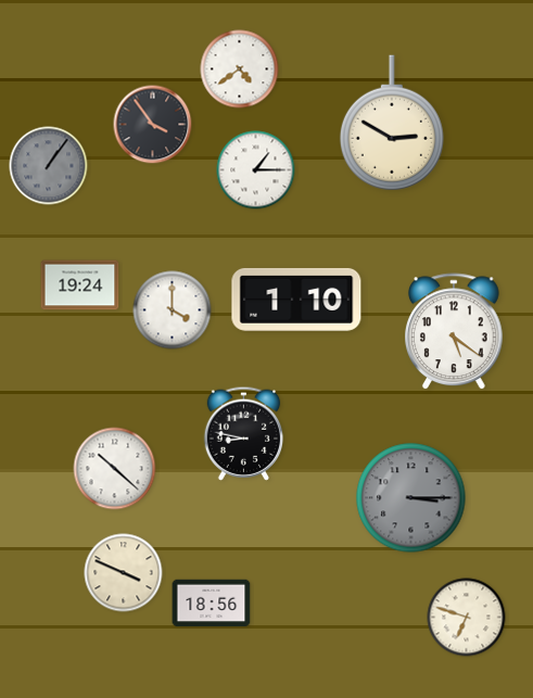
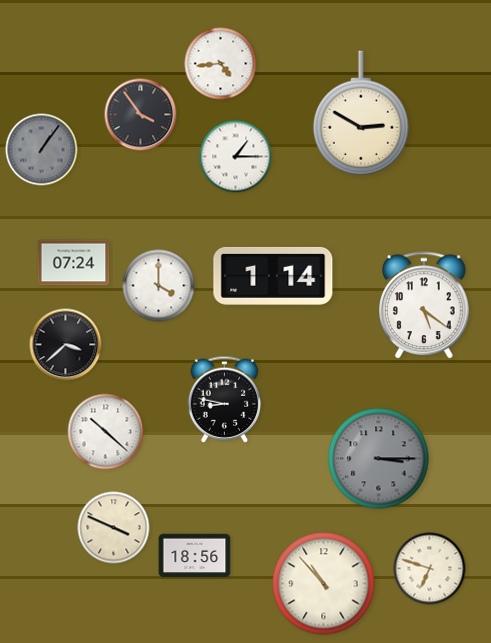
clock at (240, 69): 4:39 -> 4:44
clock at (49, 166) position: (49, 166) -> (42, 150)
clock at (80, 285): 19:24 -> 07:24
clock at (296, 300): 1:10 -> 1:14
clock at (455, 332) position: (455, 332) -> (425, 306)
clock at (66, 345): none -> 3:38
clock at (324, 584): none -> 10:53
